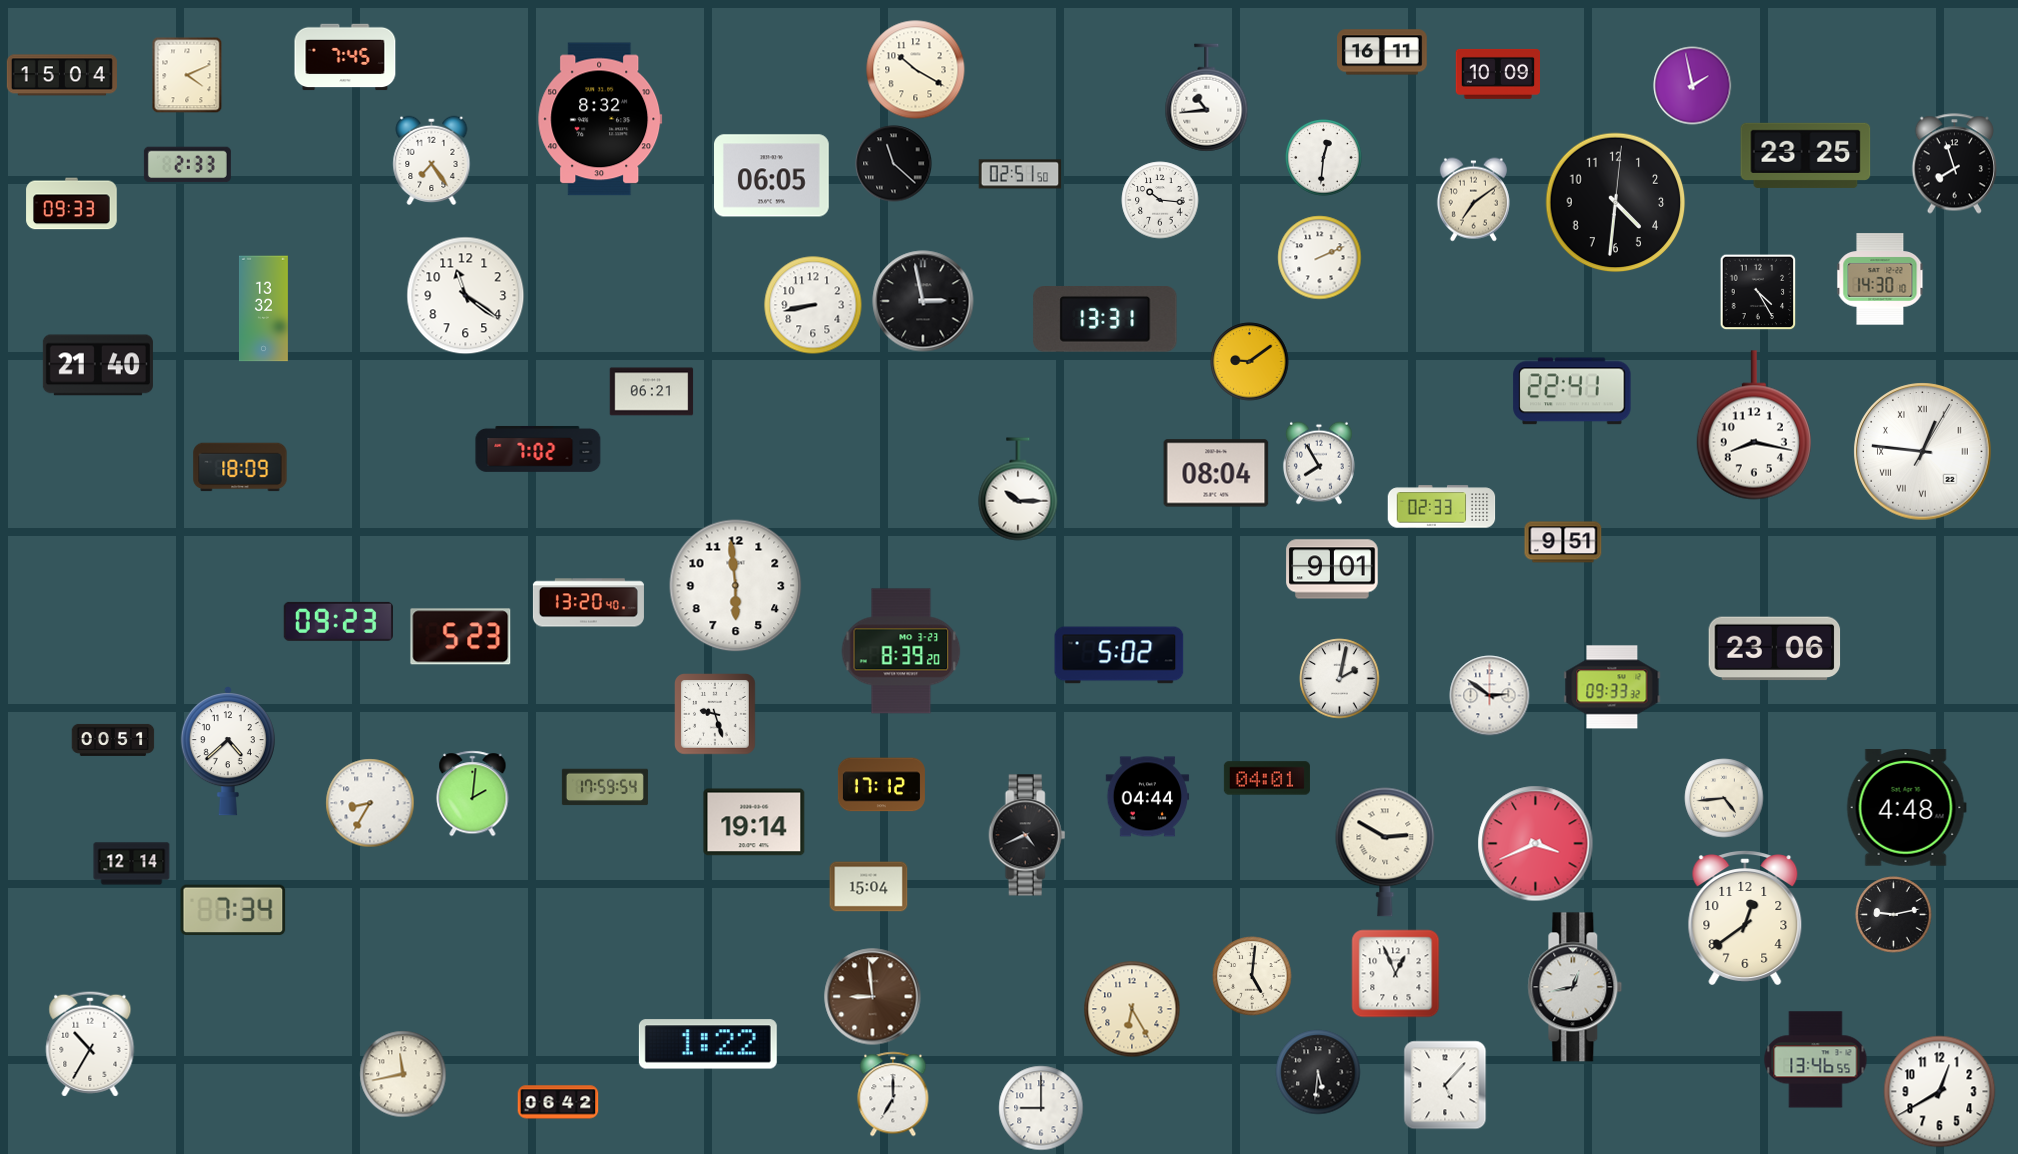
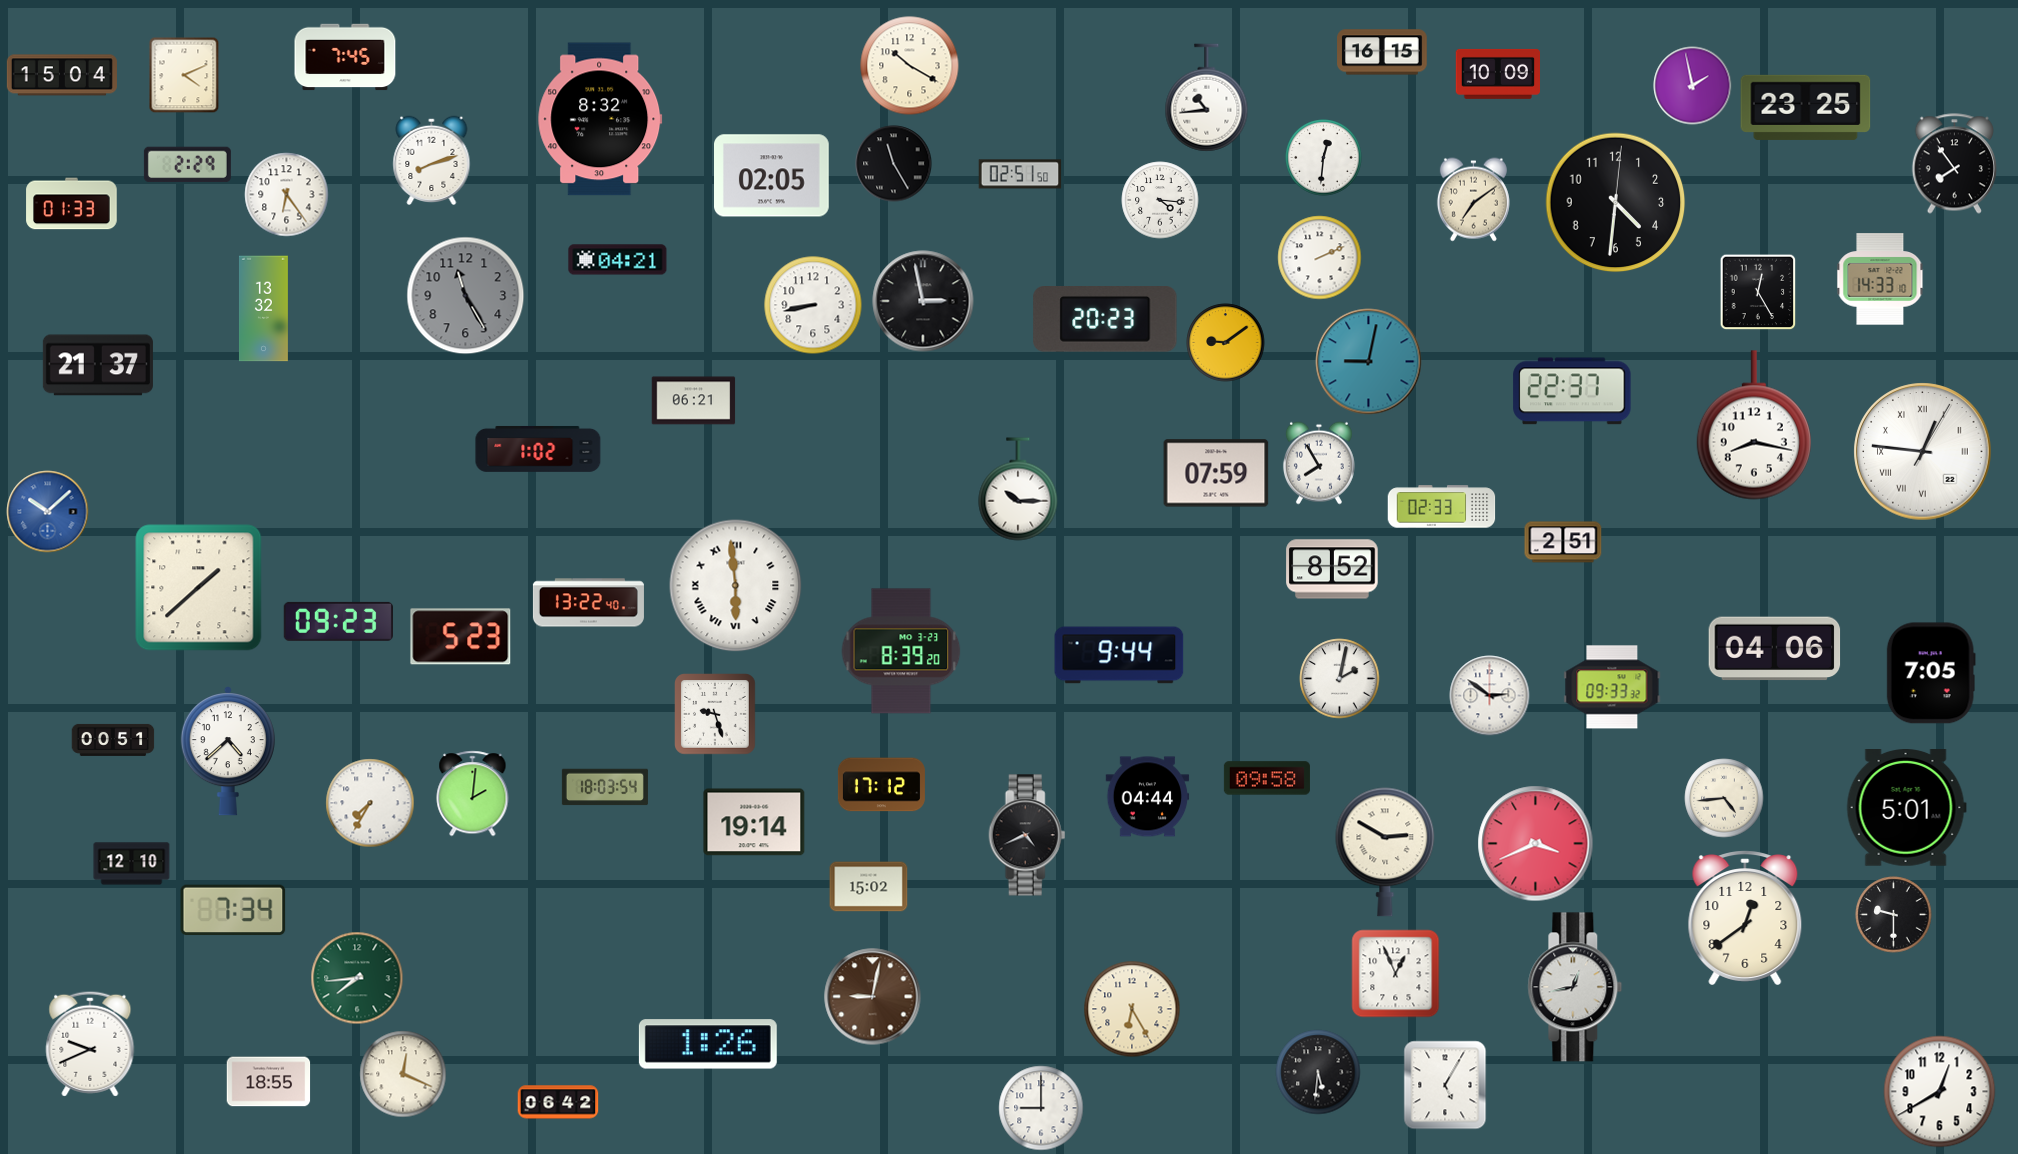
clock at (1382, 52): 16:11 -> 16:15
clock at (916, 70) position: (916, 70) -> (910, 66)
clock at (187, 75) position: (187, 75) -> (184, 75)
clock at (1806, 155) position: (1806, 155) -> (1806, 107)
clock at (432, 160): 7:24 -> 8:12
clock at (894, 164): 11:22 -> 11:25
clock at (1954, 164): 7:57 -> 7:54
clock at (187, 165): 2:33 -> 2:29
clock at (772, 176): 06:05 -> 02:05
clock at (287, 195): none -> 6:24
clock at (1160, 200): 10:16 -> 4:16
clock at (72, 204): 09:33 -> 01:33
clock at (618, 260): none -> 04:21
clock at (1880, 279): 14:30 -> 14:33
clock at (1758, 292): 4:25 -> 12:25
clock at (466, 296): 11:21 -> 11:25
clock at (466, 296) dial: white -> grey
clock at (1105, 319): 13:31 -> 20:23
clock at (1250, 362) position: (1250, 362) -> (1226, 343)
clock at (1369, 362): none -> 9:02
clock at (98, 365): 21:40 -> 21:37
clock at (1572, 391): 22:41 -> 22:37
clock at (652, 392) position: (652, 392) -> (694, 401)
clock at (538, 449): 7:02 -> 1:02
clock at (240, 467): 18:09 -> none
clock at (1216, 473): 08:04 -> 07:59
clock at (48, 512): none -> 10:08
clock at (1563, 542): 9:51 -> 2:51
clock at (1332, 569): 9:01 -> 8:52
clock at (736, 586) numerals: Arabic -> Roman
clock at (199, 588): none -> 1:38
clock at (588, 603): 13:20 -> 13:22
clock at (1775, 649): 23:06 -> 04:06
clock at (1119, 655): 5:02 -> 9:44
clock at (1931, 673): none -> 7:05
clock at (1267, 778): 04:01 -> 09:58
clock at (605, 787): 17:59 -> 18:03
clock at (370, 803): 8:35 -> 7:35
clock at (1906, 808): 4:48 -> 5:01
clock at (132, 864): 12:14 -> 12:10
clock at (869, 887): 15:04 -> 15:02
clock at (1894, 915): 9:13 -> 9:30
clock at (1252, 976): 5:01 -> none
clock at (357, 978): none -> 7:44
clock at (873, 997): 8:59 -> 9:02
clock at (90, 1044): 10:35 -> 9:41
clock at (708, 1044): 1:22 -> 1:26
clock at (1816, 1060): 13:46 -> none
clock at (403, 1074): 11:43 -> 12:19
clock at (269, 1082): none -> 18:55
clock at (1445, 1085): 5:07 -> 5:05
clock at (893, 1094): 7:00 -> none
